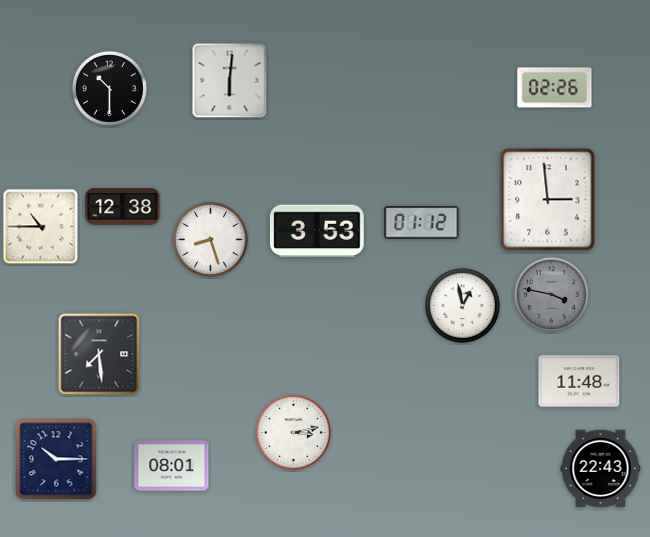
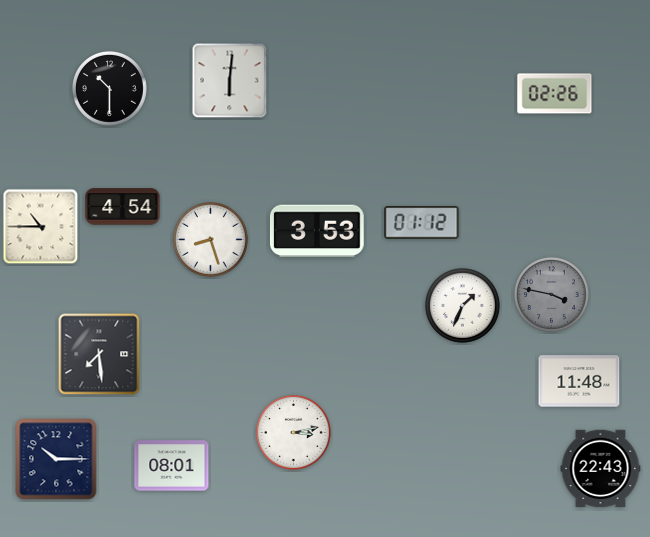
clock at (555, 88) position: (555, 88) -> (555, 94)
clock at (548, 200): 2:59 -> none
clock at (123, 207): 12:38 -> 4:54
clock at (462, 305): 12:58 -> 1:34
